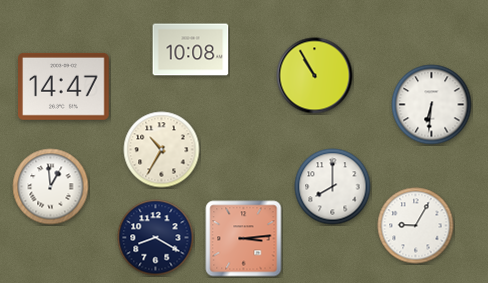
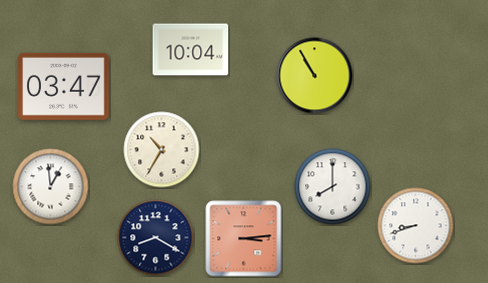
clock at (191, 50): 10:08 -> 10:04
clock at (64, 86): 14:47 -> 03:47
clock at (432, 105): 6:31 -> none
clock at (416, 226): 9:05 -> 8:42
